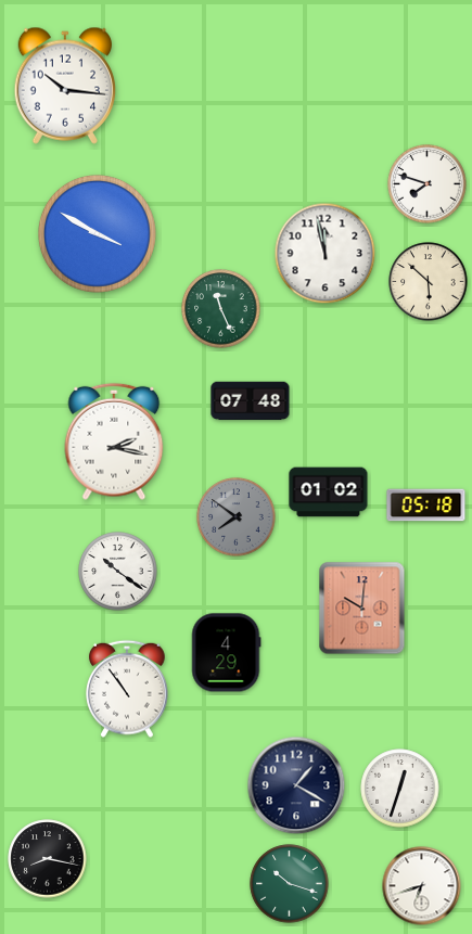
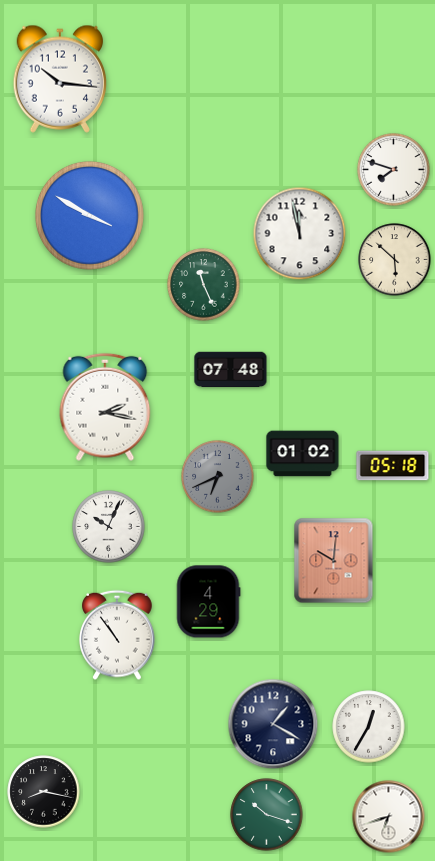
clock at (237, 517): 7:51 -> 6:41
clock at (118, 572): 10:21 -> 10:04
clock at (400, 789): 12:33 -> 12:35
